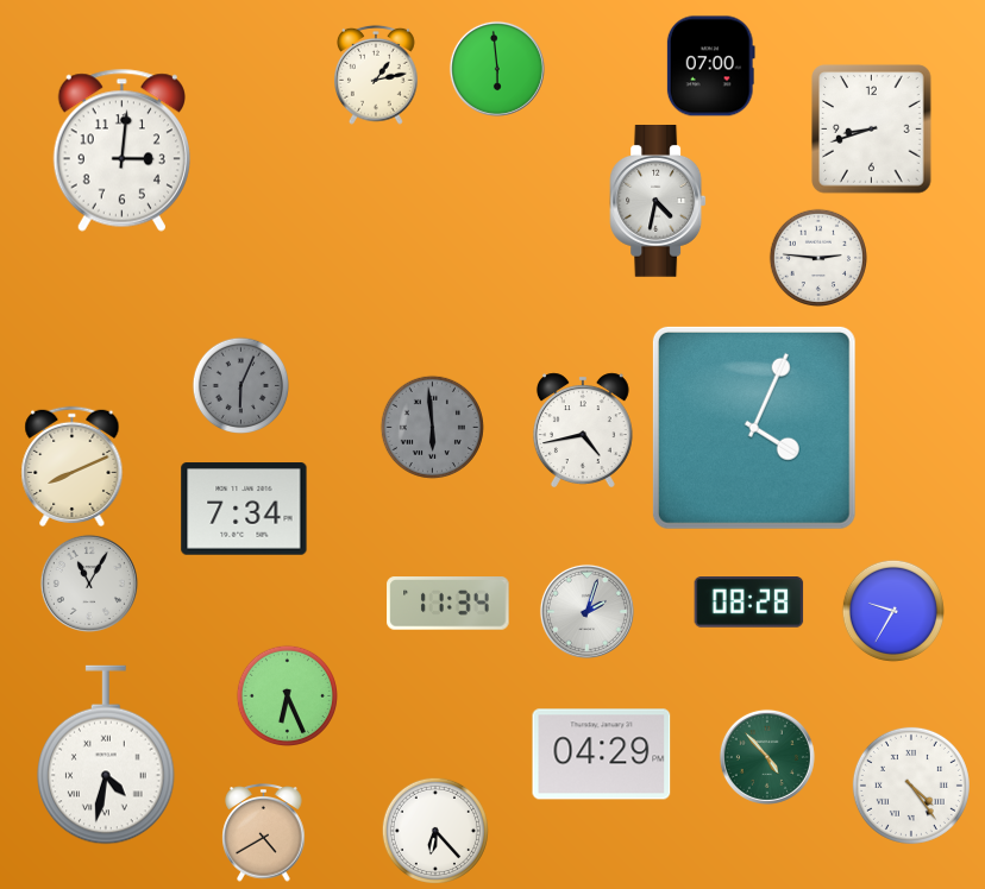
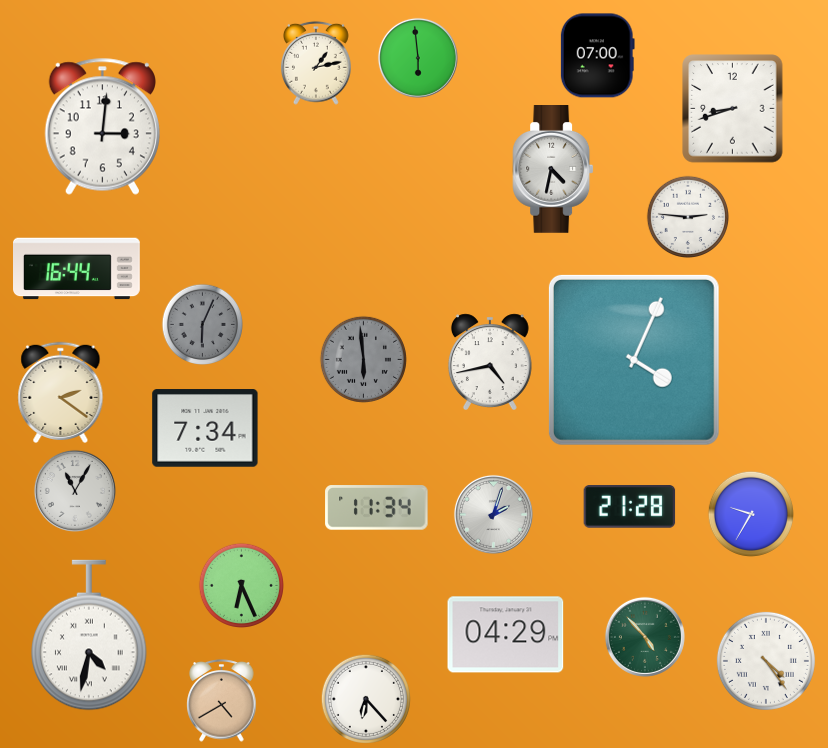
clock at (77, 269): none -> 16:44
clock at (73, 466): 8:11 -> 2:21
clock at (749, 603): 08:28 -> 21:28
